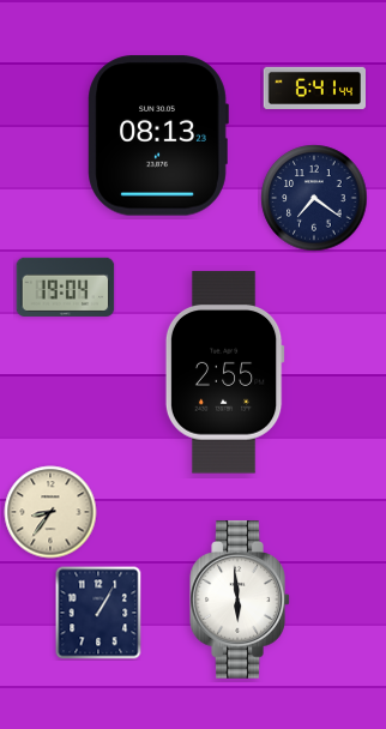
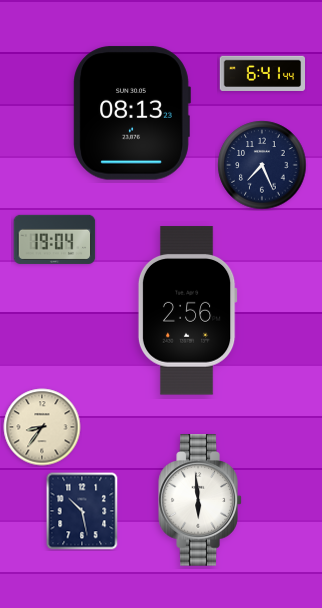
clock at (314, 198): 7:21 -> 7:26
clock at (224, 373): 2:55 -> 2:56
clock at (98, 613): 1:05 -> 10:28
